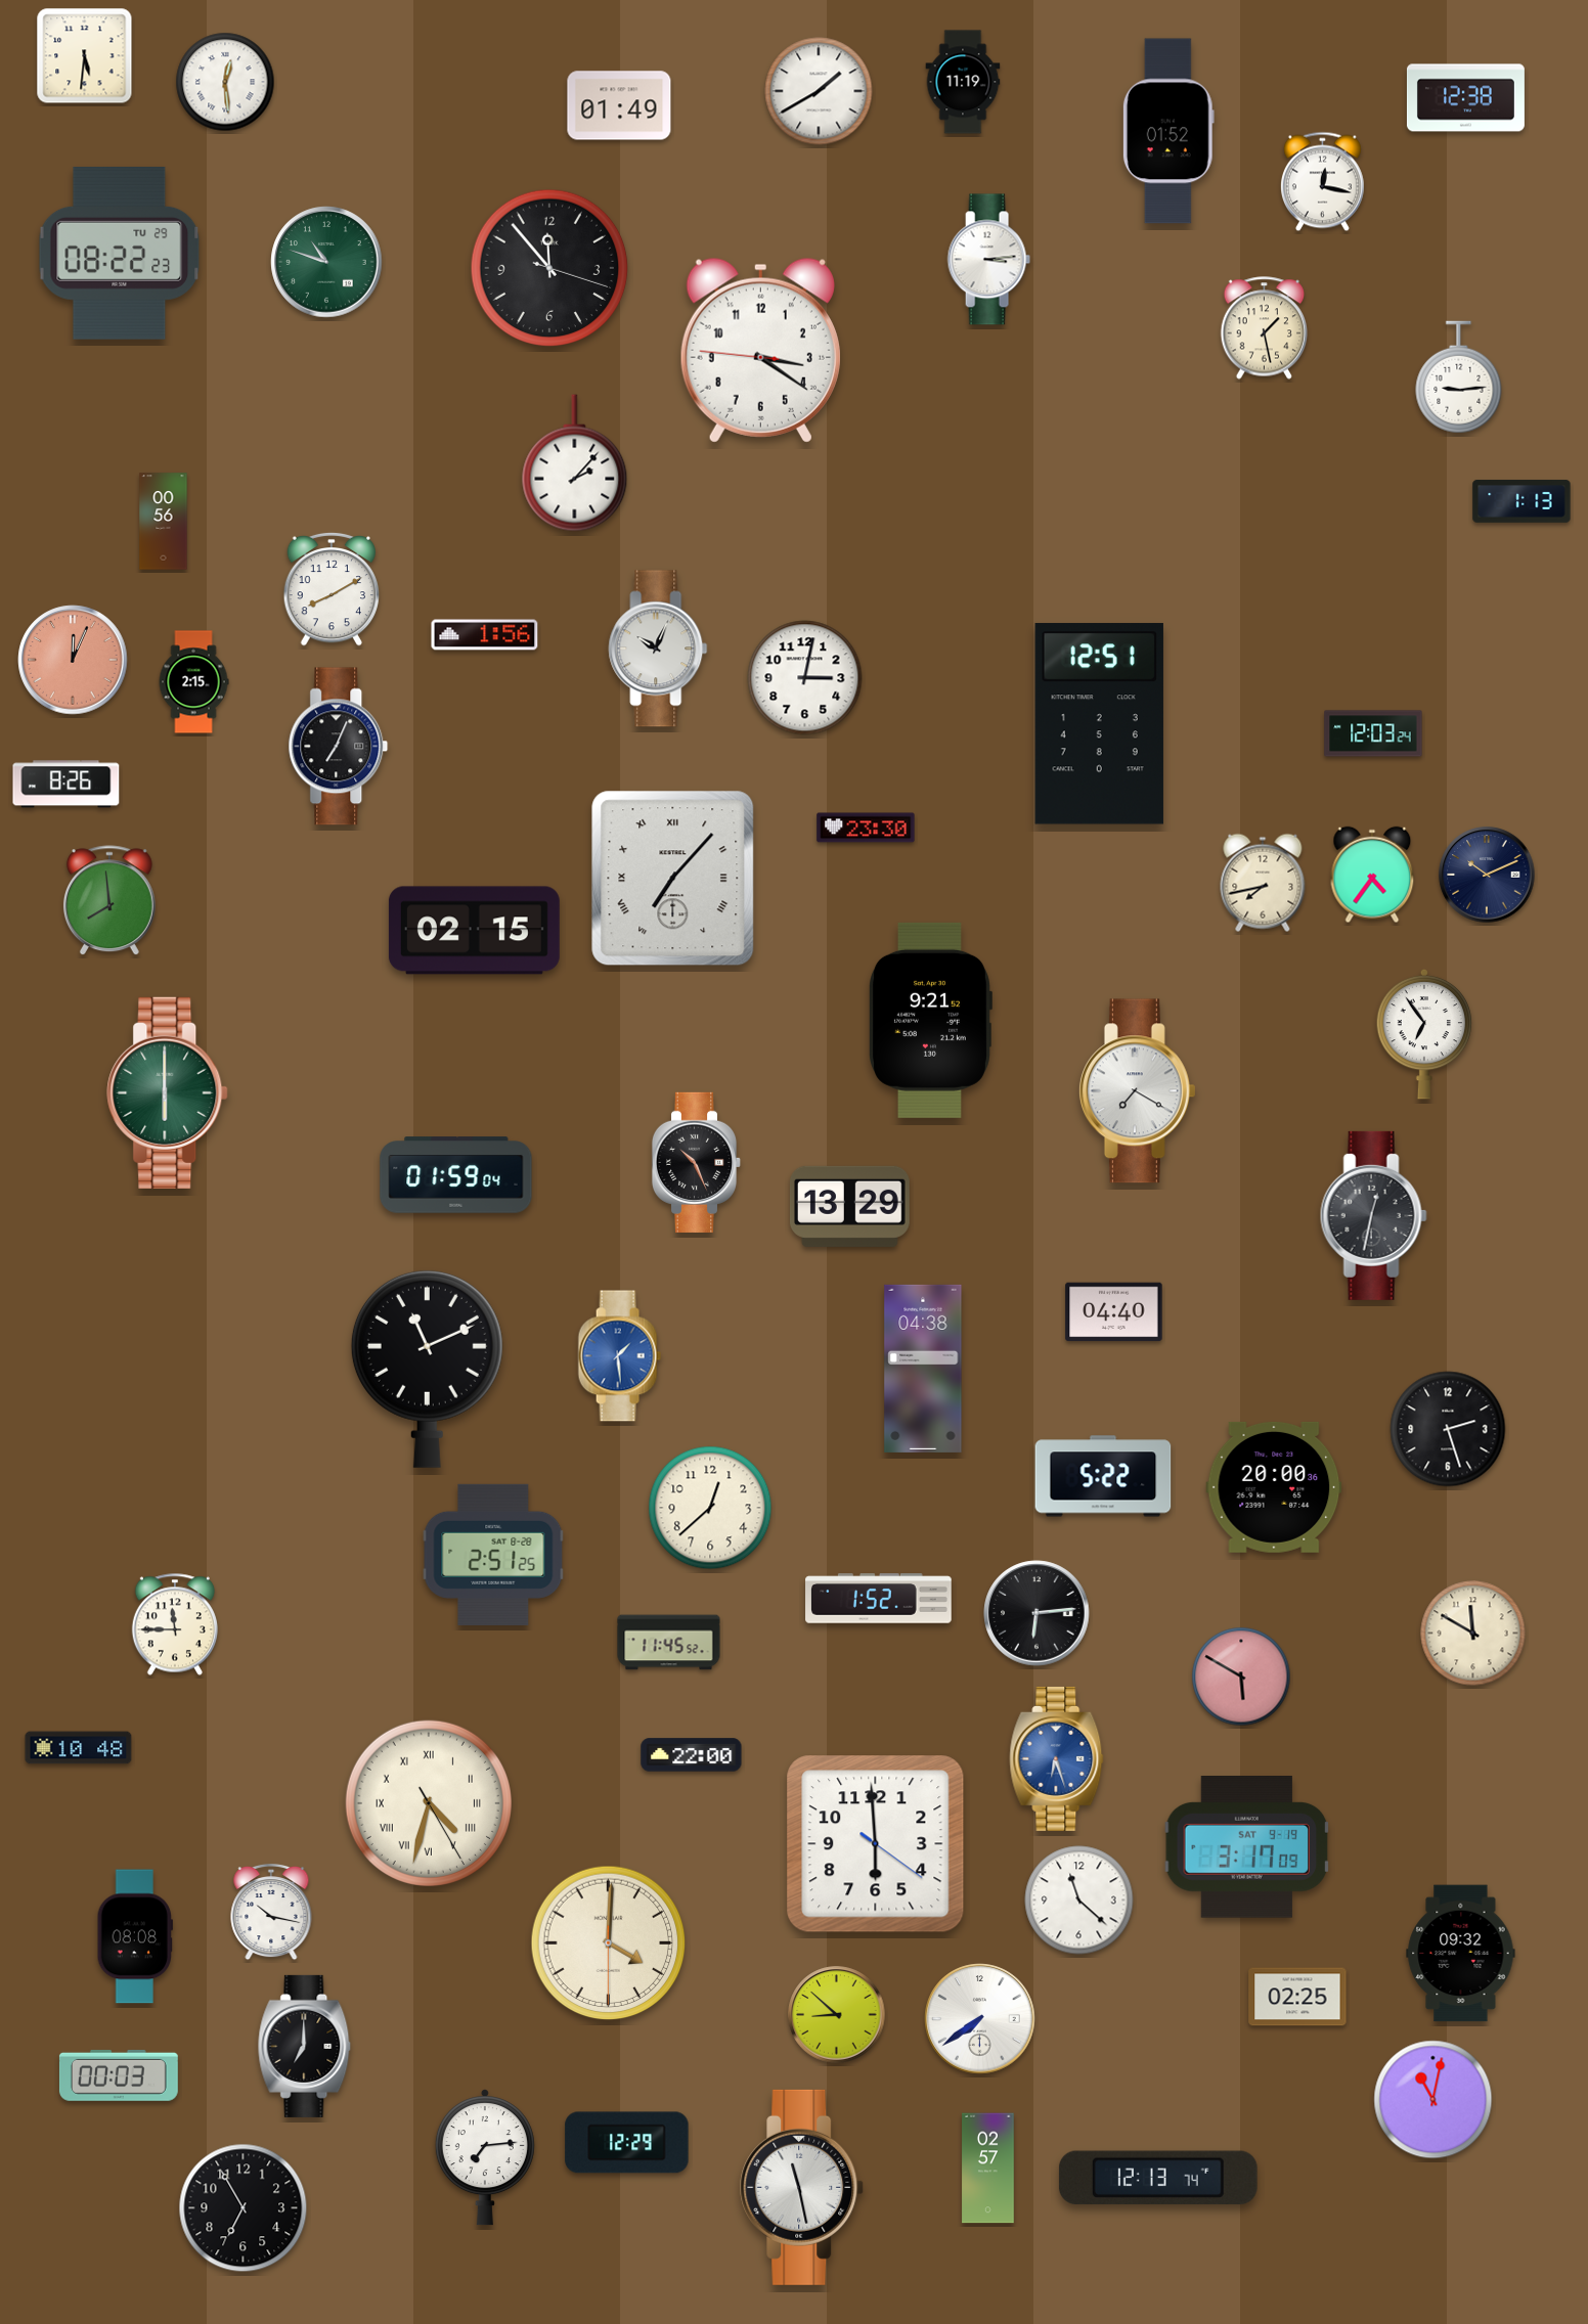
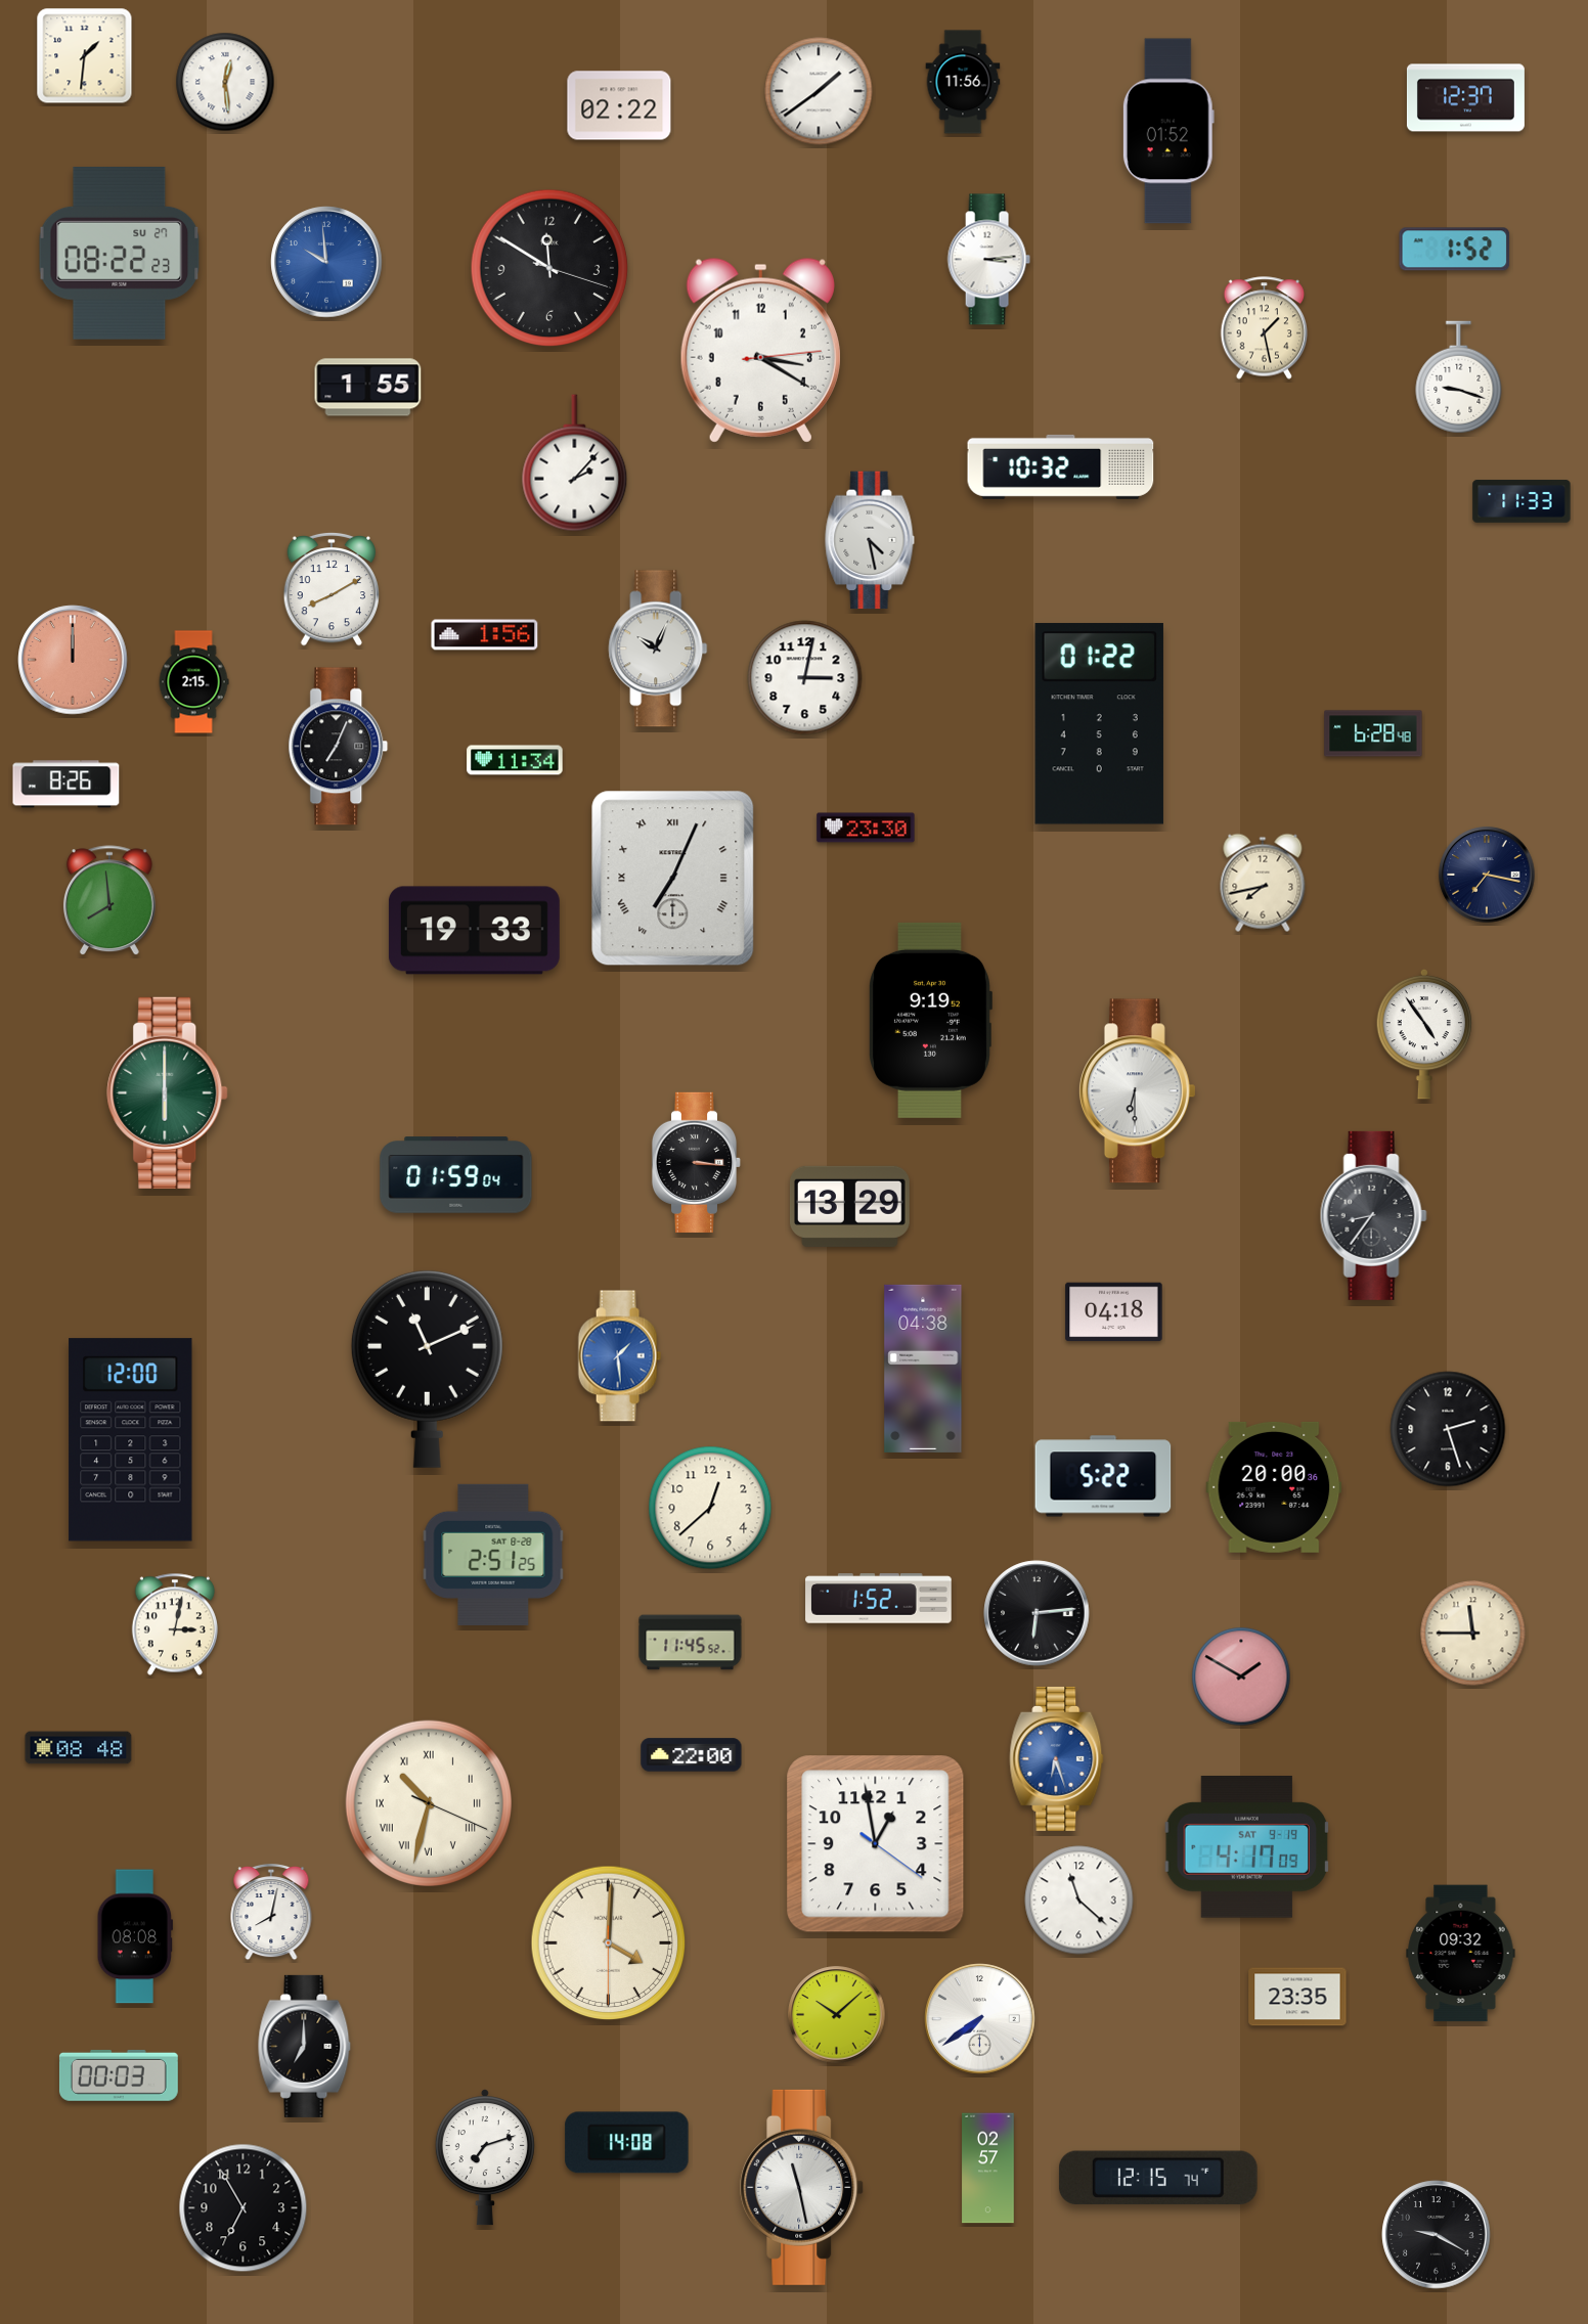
clock at (85, 56): 5:31 -> 1:31
clock at (963, 82): 11:19 -> 11:56
clock at (819, 91): 1:40 -> 1:39
clock at (1465, 98): 12:38 -> 12:37
clock at (619, 105): 01:49 -> 02:22
clock at (1322, 182): 12:17 -> none
clock at (1455, 250): none -> 1:52
clock at (120, 254) date: TU 29 -> SU 27
clock at (326, 262): 10:48 -> 9:59
clock at (326, 262) dial: green -> blue
clock at (549, 268): 11:53 -> 11:50
clock at (760, 350): 3:20:46 -> 3:20:14
clock at (1459, 377): 9:14 -> 9:18
clock at (368, 388): none -> 1:55
clock at (1061, 466): none -> 10:32
clock at (1521, 501): 1:13 -> 11:33
clock at (164, 522): 00:56 -> none
clock at (870, 540): none -> 4:28
clock at (73, 660): 12:04 -> 12:00
clock at (1099, 724): 12:51 -> 01:22
clock at (1373, 733): 12:03 -> 6:28
clock at (515, 760): none -> 11:34
clock at (1372, 875): 4:36 -> none
clock at (1487, 875): 10:11 -> 7:17
clock at (673, 879): 7:07 -> 7:04
clock at (474, 931): 02:15 -> 19:33
clock at (930, 1020): 9:21 -> 9:19
clock at (1424, 1034): 6:54 -> 4:54
clock at (1137, 1091): 7:20 -> 6:30
clock at (697, 1162): 10:26 -> 3:16
clock at (1373, 1215): 12:32 -> 8:36
clock at (1114, 1312): 04:40 -> 04:18
clock at (131, 1440): none -> 12:00
clock at (175, 1624): 11:45 -> 3:02
clock at (1473, 1634): 11:50 -> 11:45
clock at (669, 1643) position: (669, 1643) -> (691, 1643)
clock at (1241, 1677): 5:50 -> 1:50
clock at (79, 1748): 10:48 -> 08:48
clock at (429, 1803): 4:32 -> 10:32
clock at (876, 1844): 5:59 -> 12:58
clock at (1247, 1847): 3:17 -> 4:17
clock at (271, 1912): 10:17 -> 8:02
clock at (1297, 1997): 02:25 -> 23:35
clock at (837, 2015): 8:52 -> 10:08
clock at (1433, 2100): 11:02 -> none
clock at (627, 2143): 12:29 -> 14:08
clock at (485, 2157): 7:14 -> 7:12
clock at (1158, 2178): 12:13 -> 12:15
clock at (1437, 2235): none -> 9:20
